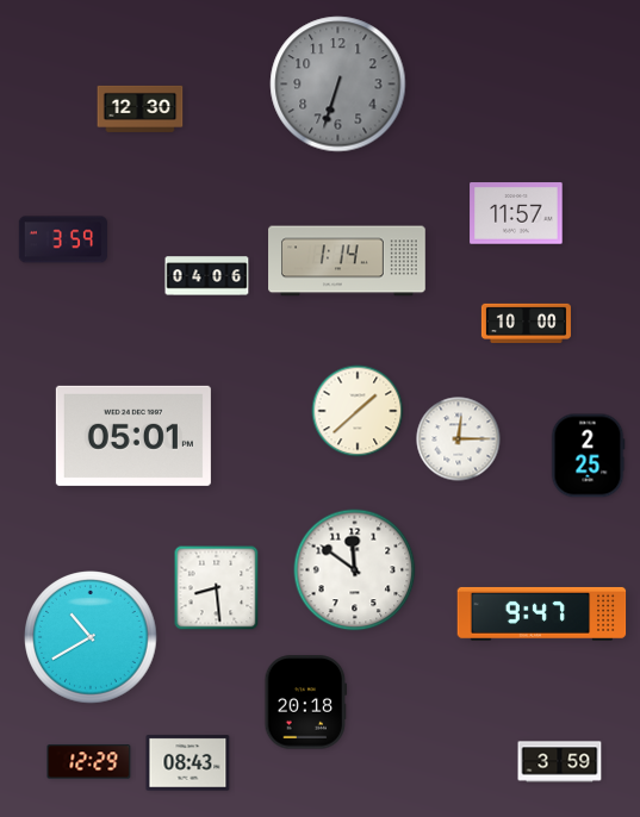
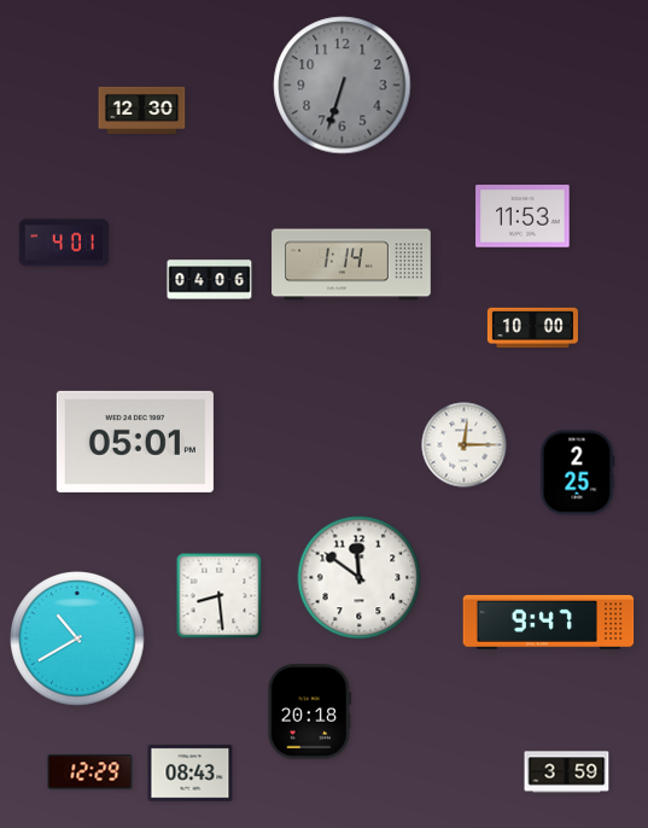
clock at (516, 213): 11:57 -> 11:53
clock at (63, 239): 3:59 -> 4:01
clock at (358, 411): 1:38 -> none
clock at (588, 456) position: (588, 456) -> (577, 473)
clock at (91, 637) position: (91, 637) -> (77, 639)
